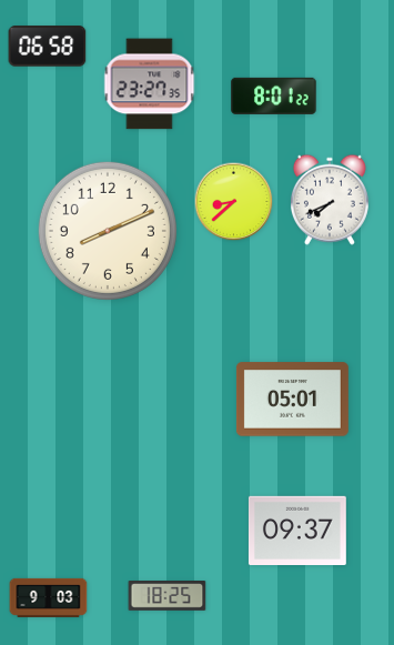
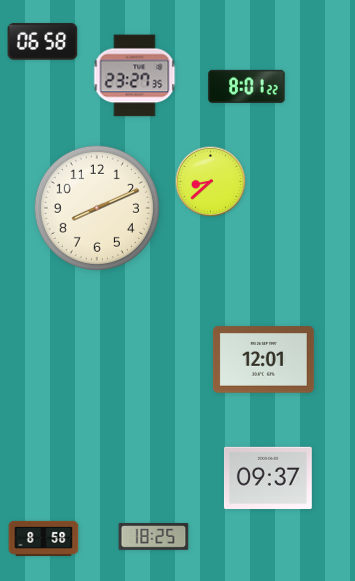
clock at (330, 200): 7:41 -> none
clock at (292, 400): 05:01 -> 12:01
clock at (168, 596) position: (168, 596) -> (154, 537)
clock at (49, 597): 9:03 -> 8:58
